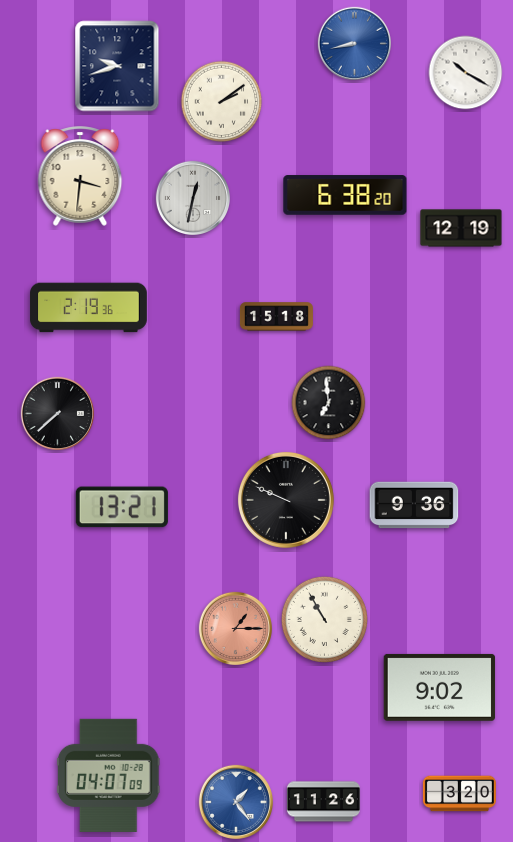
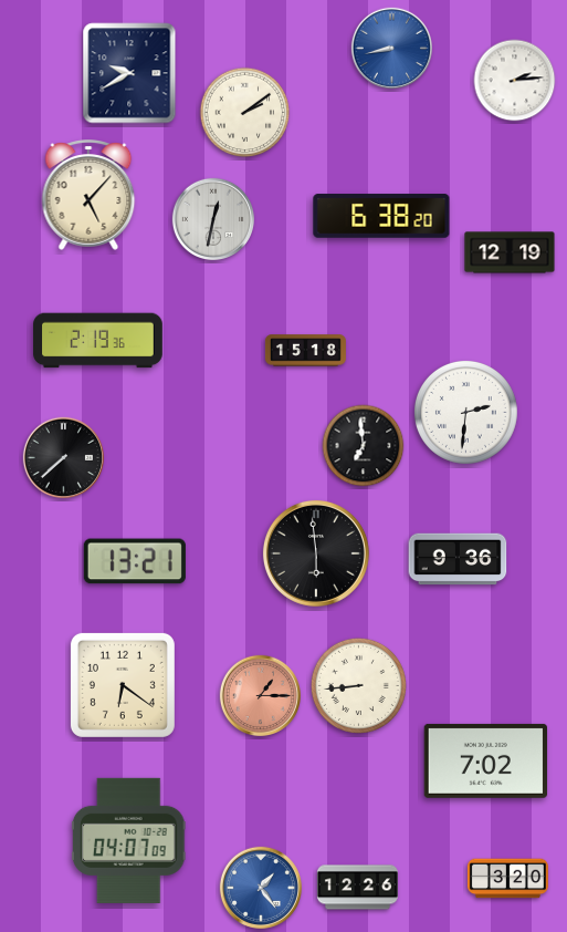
clock at (117, 66): 9:42 -> 9:40
clock at (466, 73): 10:20 -> 2:14
clock at (80, 176): 3:31 -> 5:07
clock at (465, 412): none -> 2:31
clock at (286, 500): 9:49 -> 5:59
clock at (123, 685): none -> 6:21
clock at (324, 619): 10:55 -> 8:44
clock at (440, 687): 9:02 -> 7:02
clock at (109, 775) position: (109, 775) -> (129, 840)
clock at (323, 802): 11:26 -> 12:26
